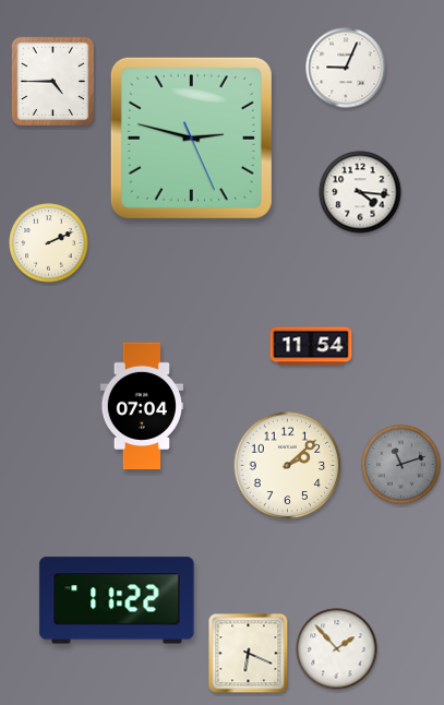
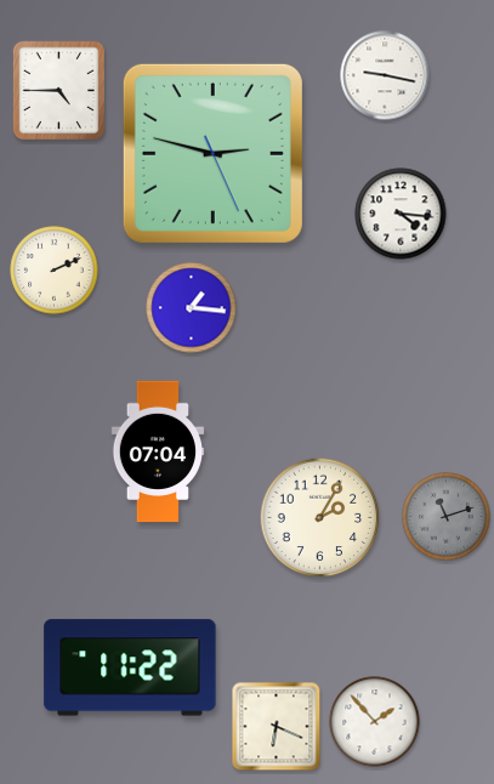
clock at (346, 68): 9:04 -> 9:17
clock at (192, 308): none -> 1:16
clock at (311, 346): 11:54 -> none
clock at (288, 466): 2:08 -> 2:05
